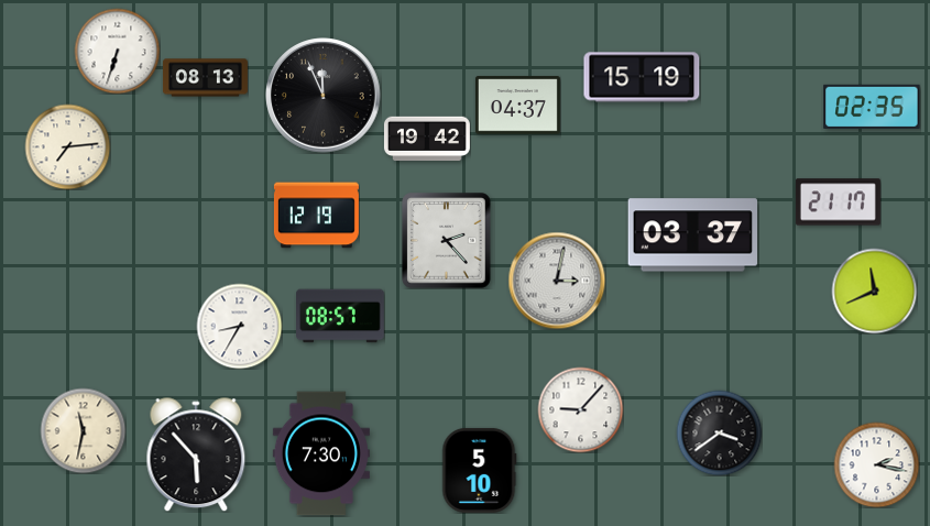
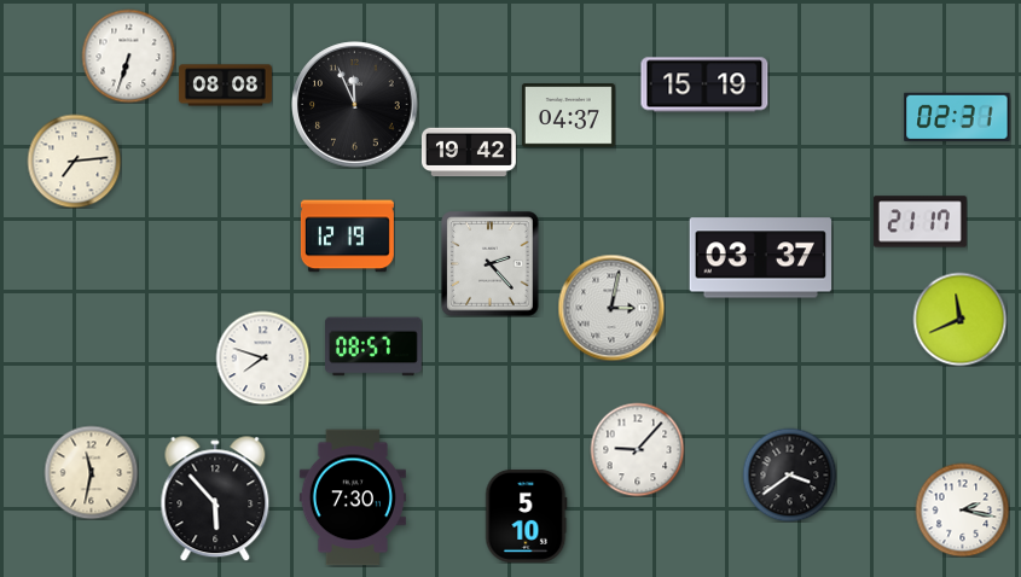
clock at (205, 78): 08:13 -> 08:08
clock at (872, 107): 02:35 -> 02:31
clock at (239, 326): 8:35 -> 7:48
